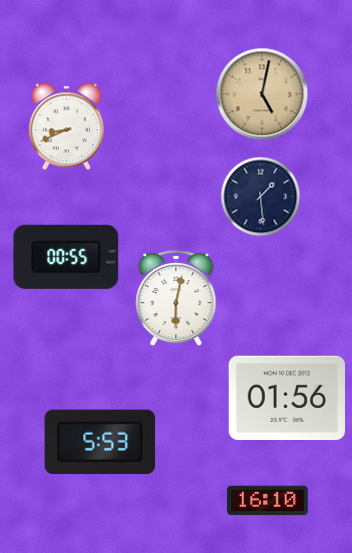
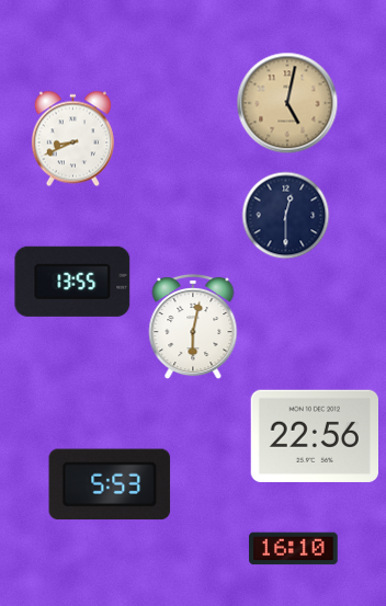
clock at (260, 196): 1:29 -> 12:30
clock at (66, 257): 00:55 -> 13:55
clock at (286, 398): 01:56 -> 22:56
